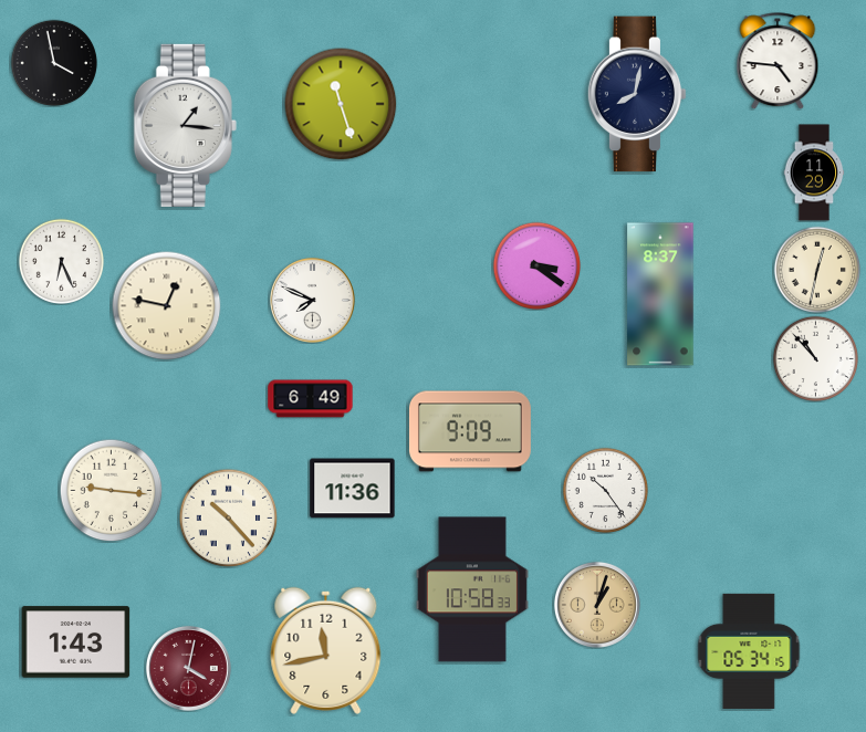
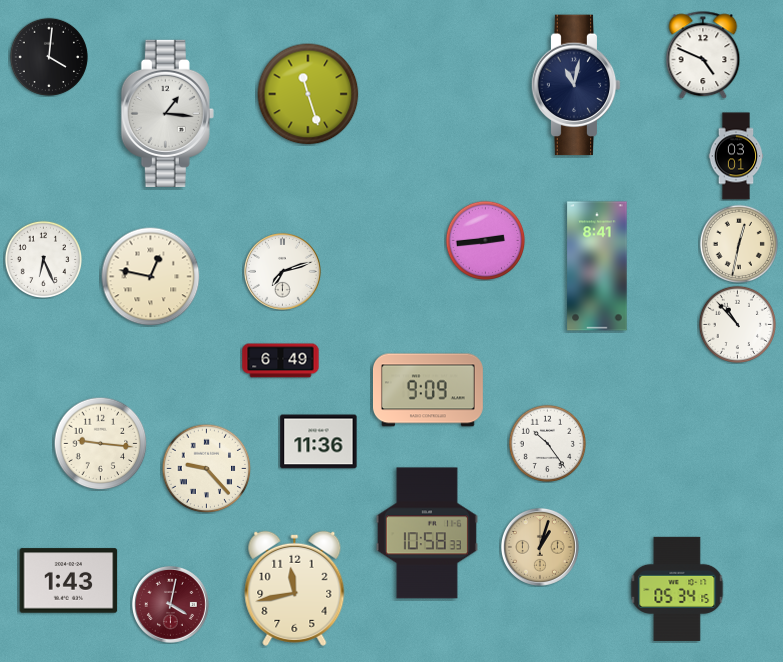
clock at (778, 61): 4:46 -> 4:49
clock at (53, 62): 3:58 -> 4:01
clock at (637, 94): 8:02 -> 11:02
clock at (814, 172): 11:29 -> 03:01
clock at (61, 261) position: (61, 261) -> (43, 259)
clock at (536, 265): 3:21 -> 2:44
clock at (660, 294): 8:37 -> 8:41
clock at (312, 300): 7:49 -> 7:12
clock at (470, 431) position: (470, 431) -> (428, 390)
clock at (228, 517): 10:23 -> 9:23
